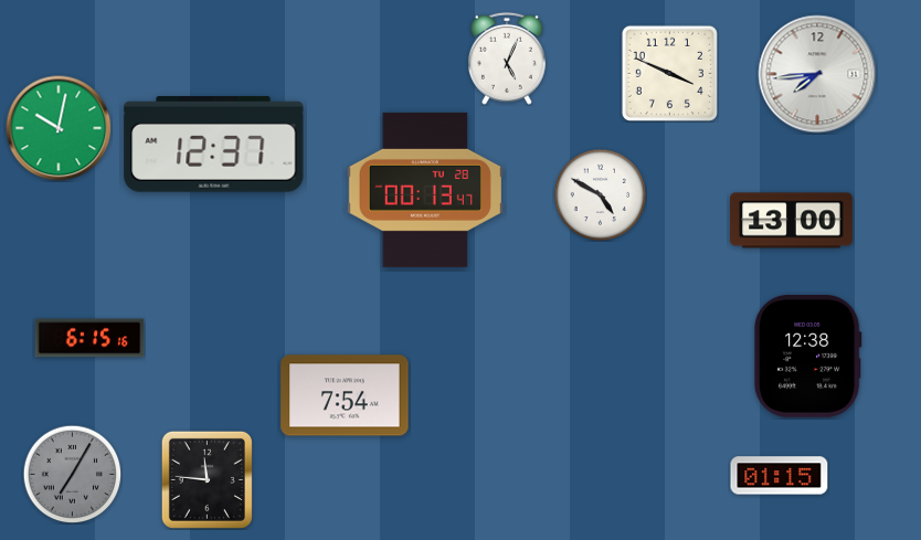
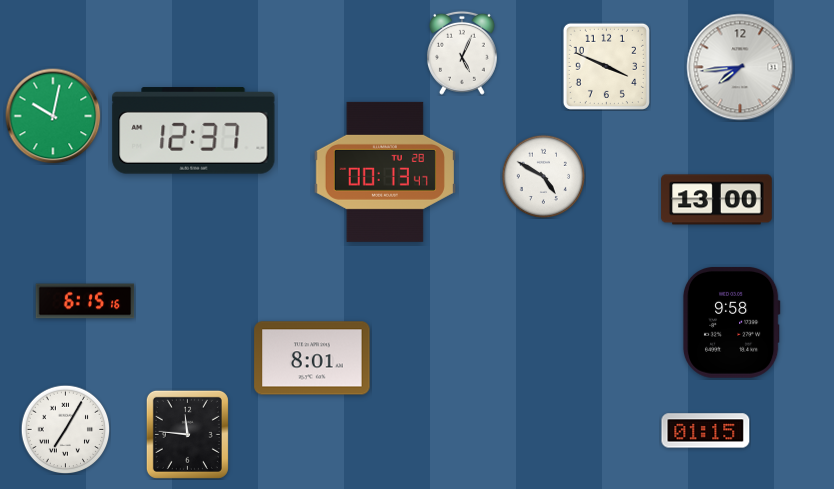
clock at (507, 59) position: (507, 59) -> (462, 53)
clock at (89, 338) position: (89, 338) -> (85, 301)
clock at (807, 356): 12:38 -> 9:58
clock at (345, 395): 7:54 -> 8:01
clock at (72, 474) dial: grey -> white
